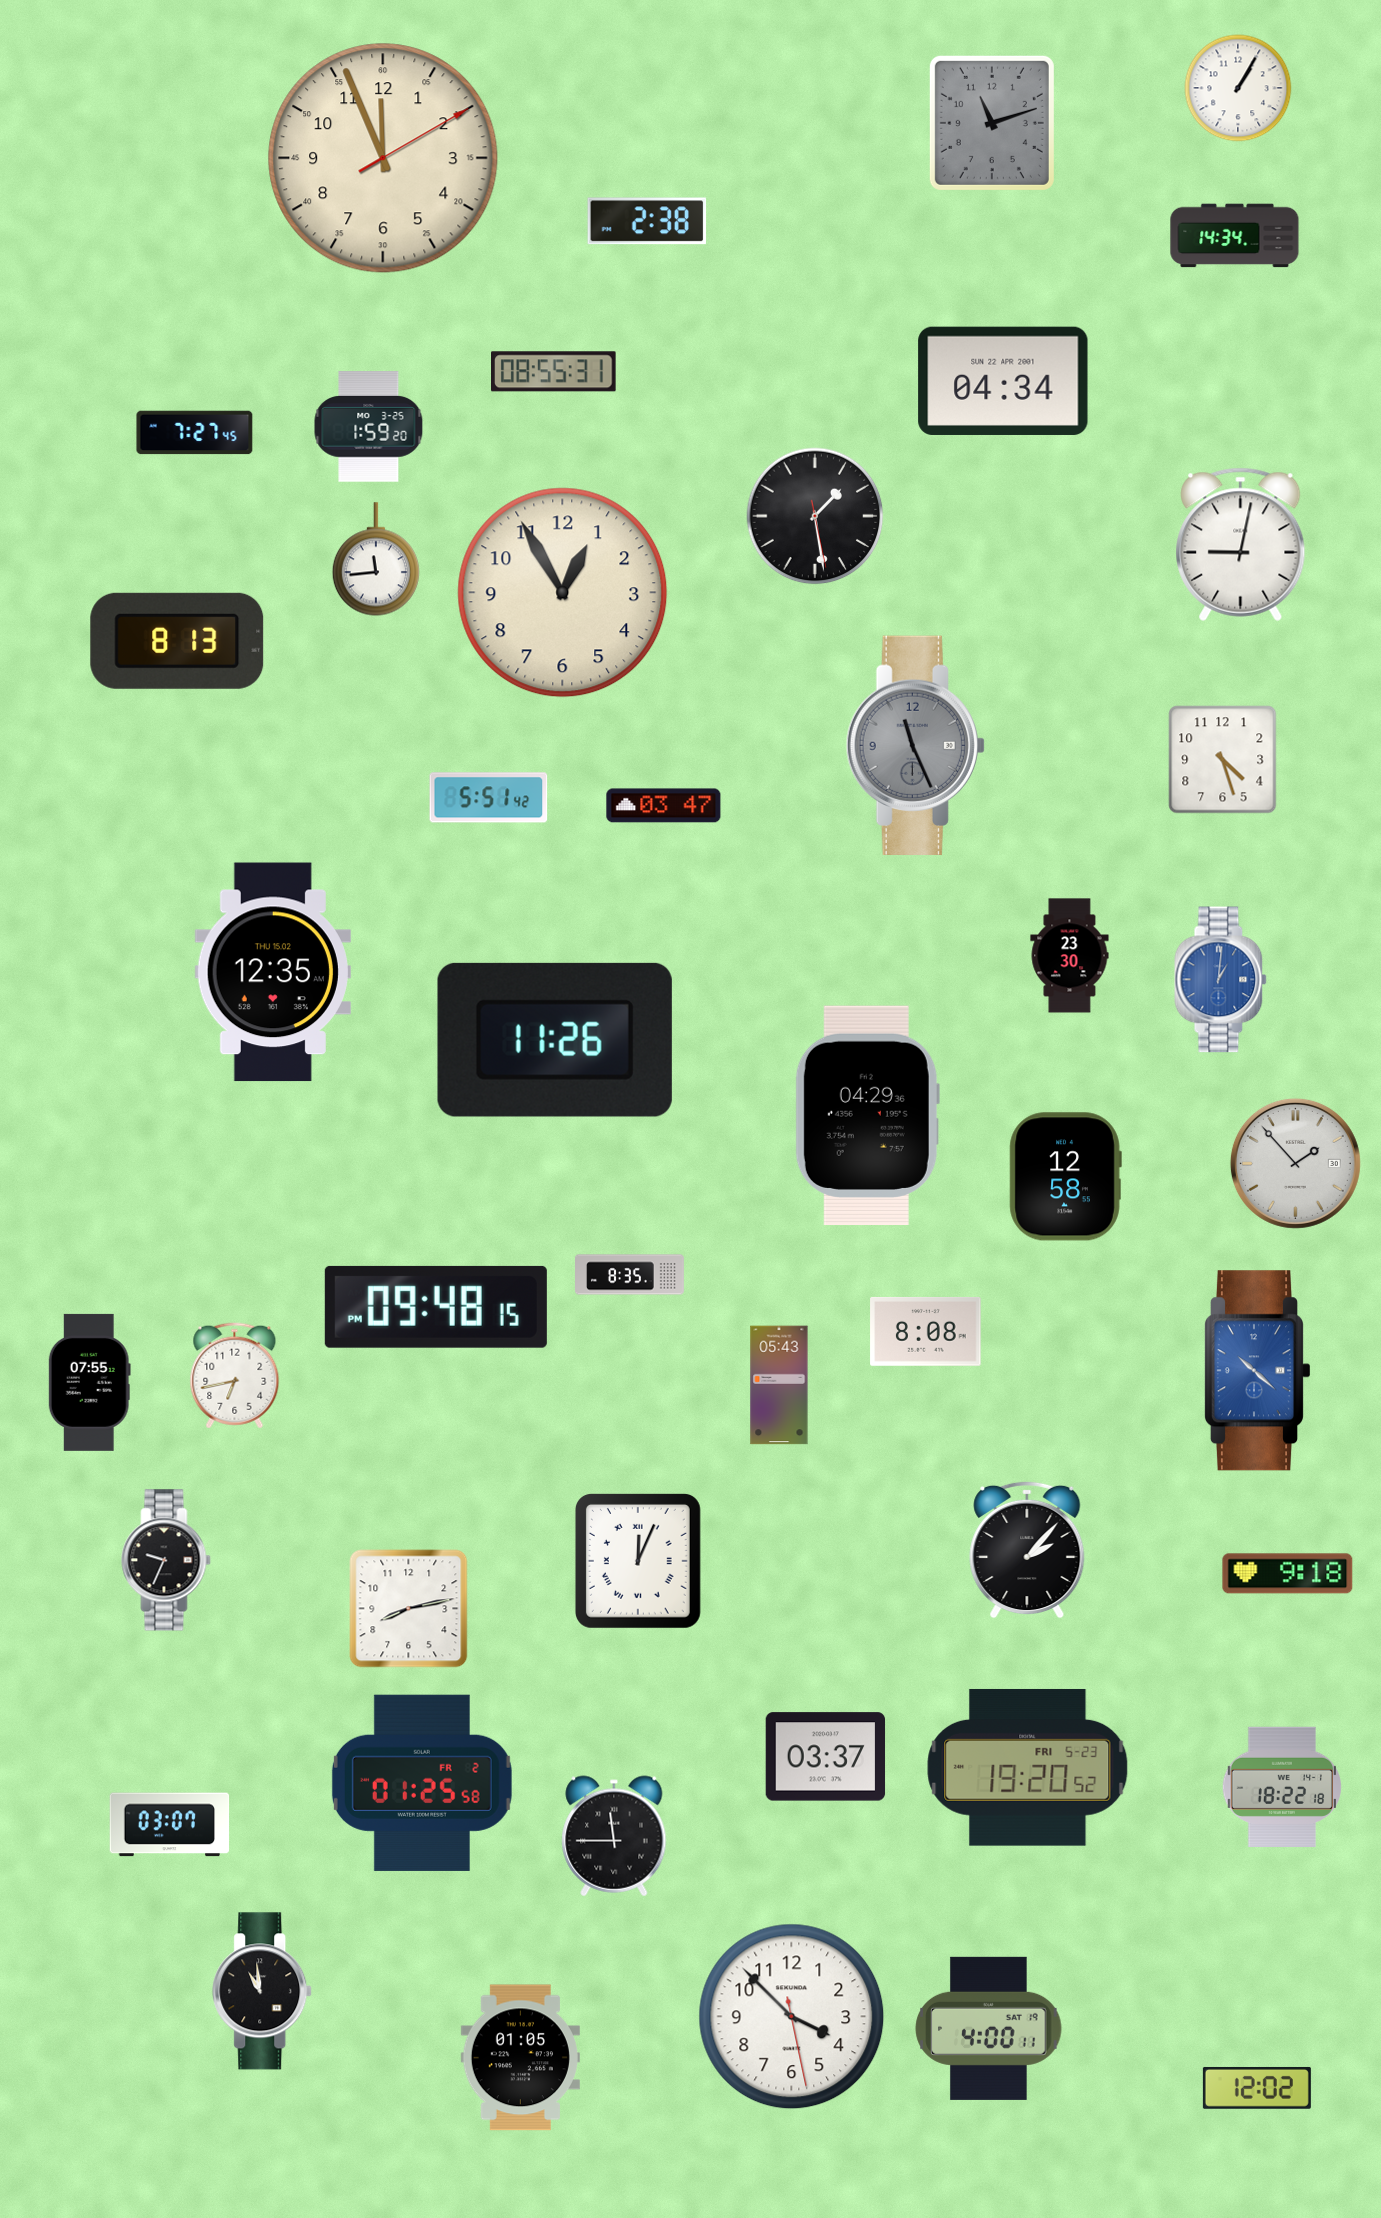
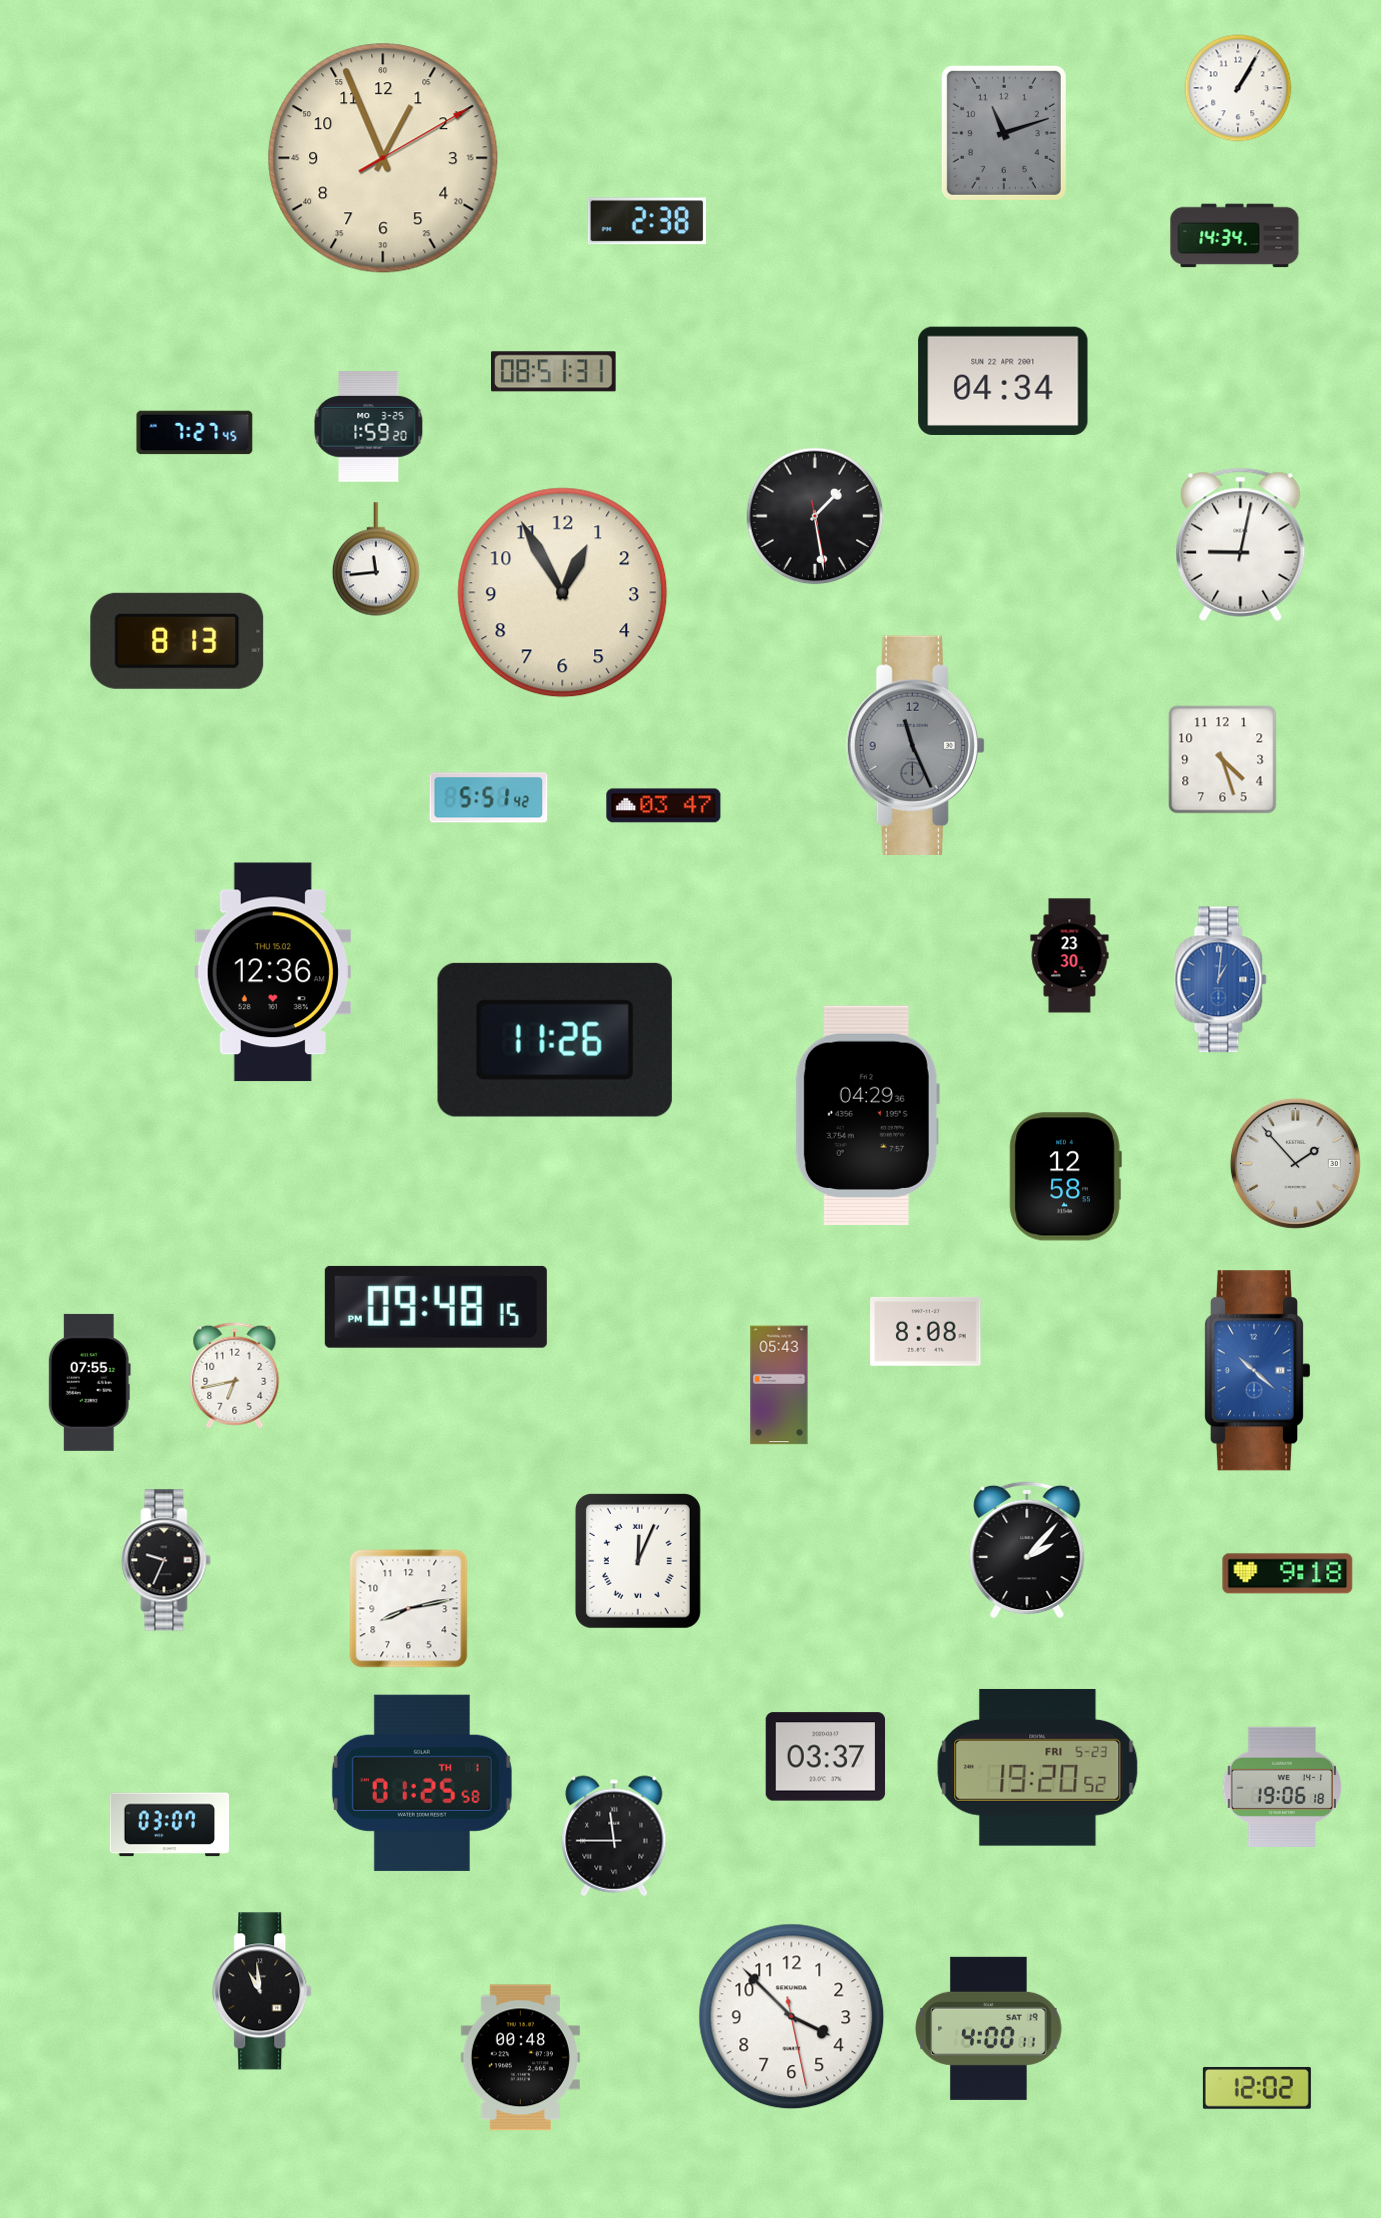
clock at (992, 123) position: (992, 123) -> (1004, 133)
clock at (383, 158): 11:56 -> 12:56
clock at (554, 372): 08:55 -> 08:51
clock at (273, 972): 12:35 -> 12:36
clock at (630, 1275): 8:35 -> none
clock at (1028, 1767) position: (1028, 1767) -> (1038, 1767)
clock at (422, 1783) date: FR 2 -> TH 1
clock at (1281, 1786): 18:22 -> 19:06
clock at (520, 2058): 01:05 -> 00:48
